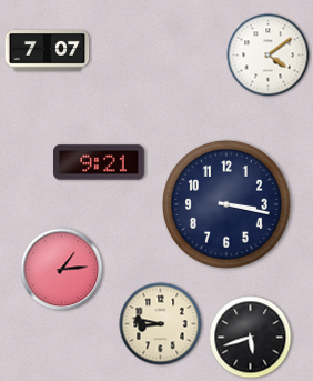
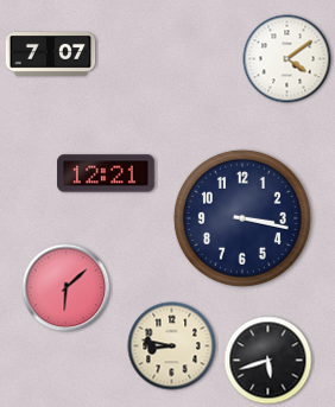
clock at (99, 162): 9:21 -> 12:21
clock at (62, 270): 1:14 -> 6:08
